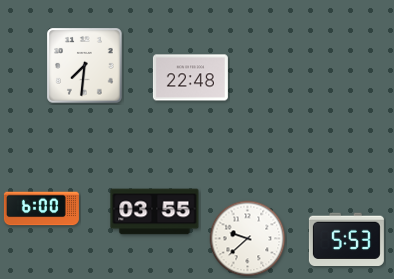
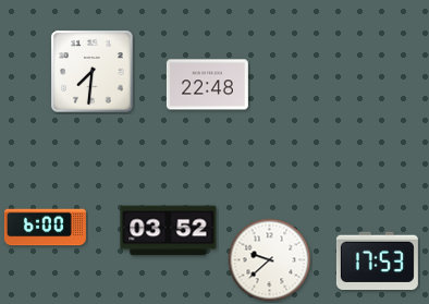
clock at (155, 212): 03:55 -> 03:52
clock at (346, 239): 5:53 -> 17:53
